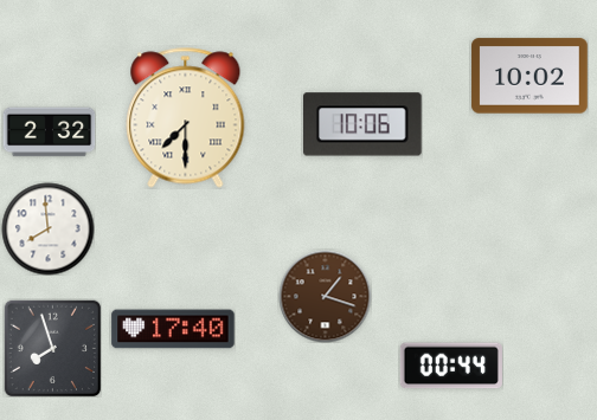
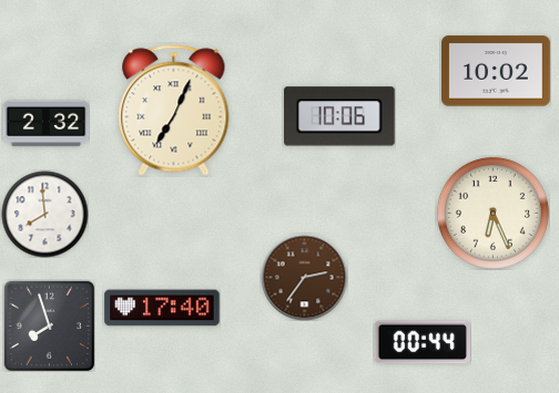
clock at (186, 118): 7:30 -> 7:04
clock at (492, 213): none -> 6:26
clock at (325, 296): 1:18 -> 2:36
